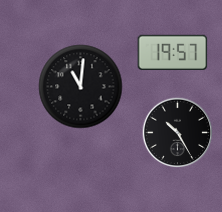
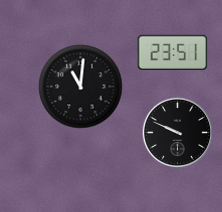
clock at (173, 52): 19:57 -> 23:51
clock at (178, 133): 10:25 -> 9:49
